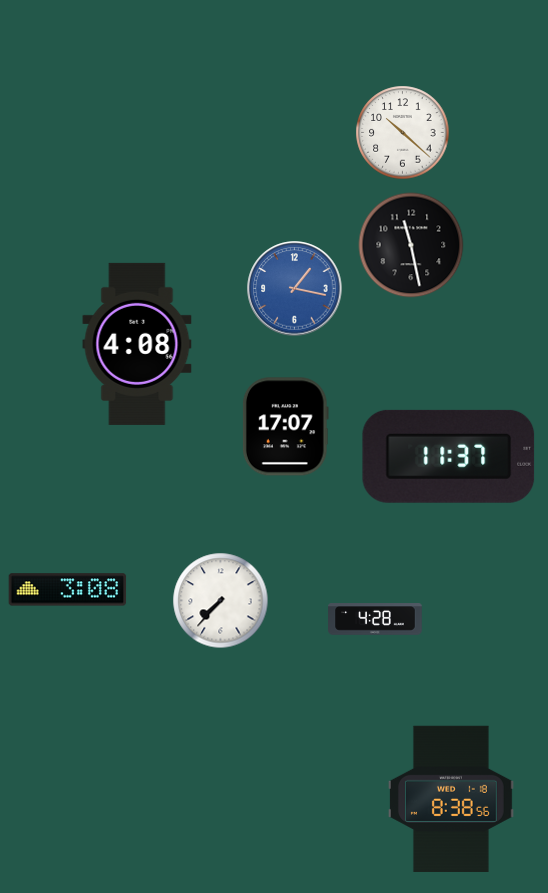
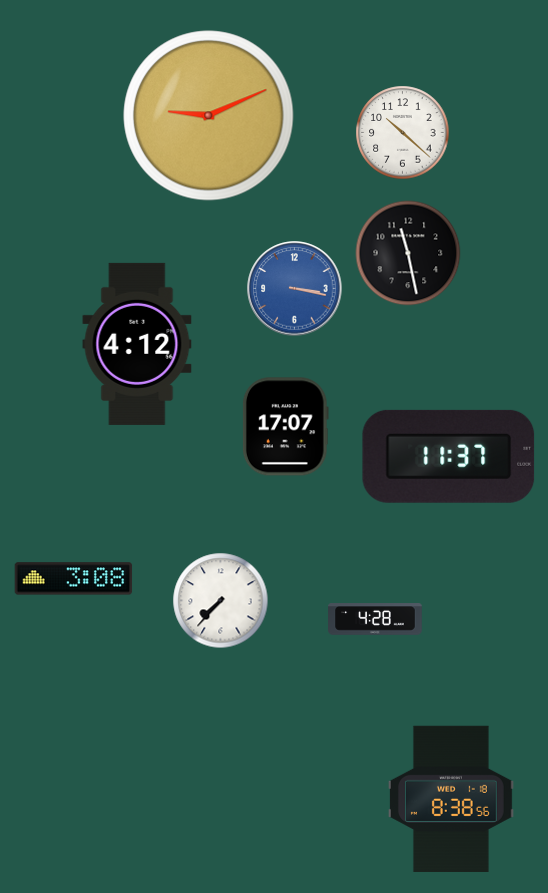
clock at (209, 116): none -> 9:11
clock at (411, 245) position: (411, 245) -> (408, 253)
clock at (295, 289): 1:17 -> 3:17
clock at (137, 344): 4:08 -> 4:12
clock at (68, 590) position: (68, 590) -> (74, 579)
